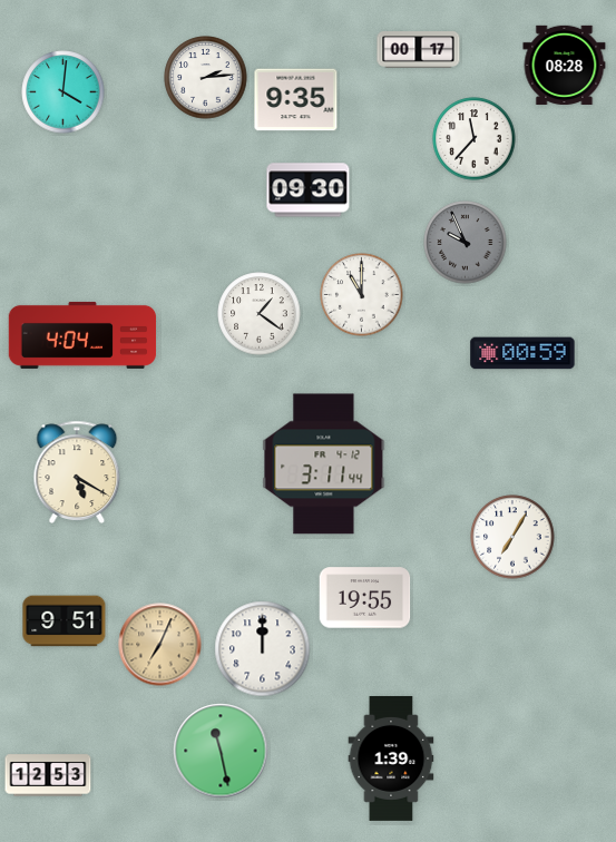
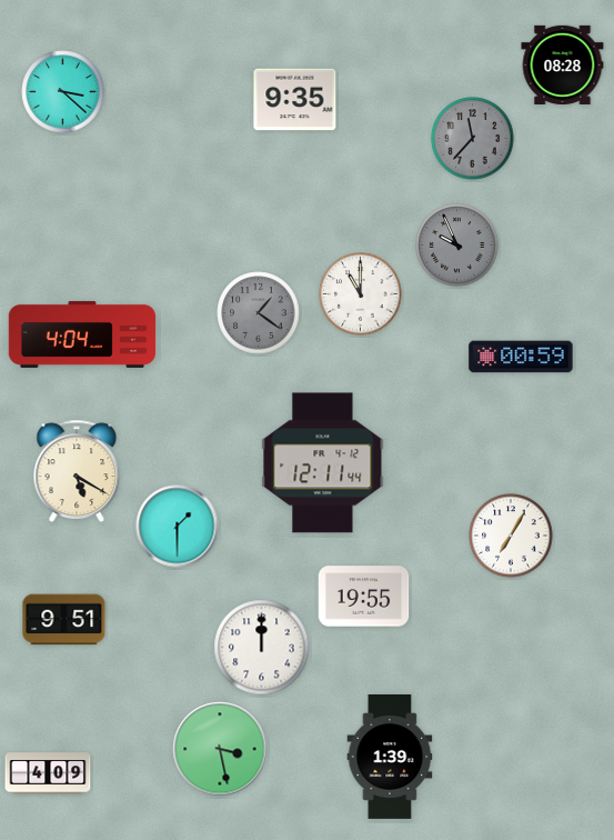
clock at (419, 50): 00:17 -> none
clock at (206, 78): 2:14 -> none
clock at (63, 92): 4:01 -> 3:22
clock at (475, 139) dial: white -> grey
clock at (309, 190): 09:30 -> none
clock at (466, 243) position: (466, 243) -> (457, 246)
clock at (260, 314) dial: white -> grey
clock at (522, 353) position: (522, 353) -> (521, 357)
clock at (324, 464): 3:11 -> 12:11
clock at (178, 527): none -> 1:30
clock at (160, 645): 7:04 -> none
clock at (221, 751): 11:28 -> 3:28
clock at (48, 775): 12:53 -> 4:09
